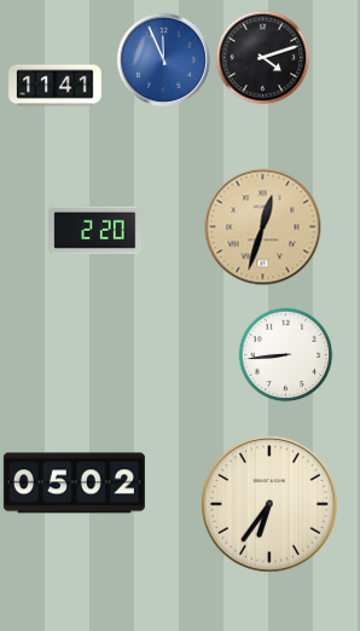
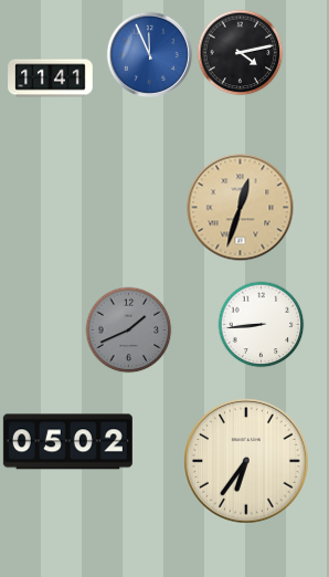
clock at (262, 57): 4:12 -> 4:13
clock at (95, 231): 2:20 -> none
clock at (128, 329): none -> 1:41
